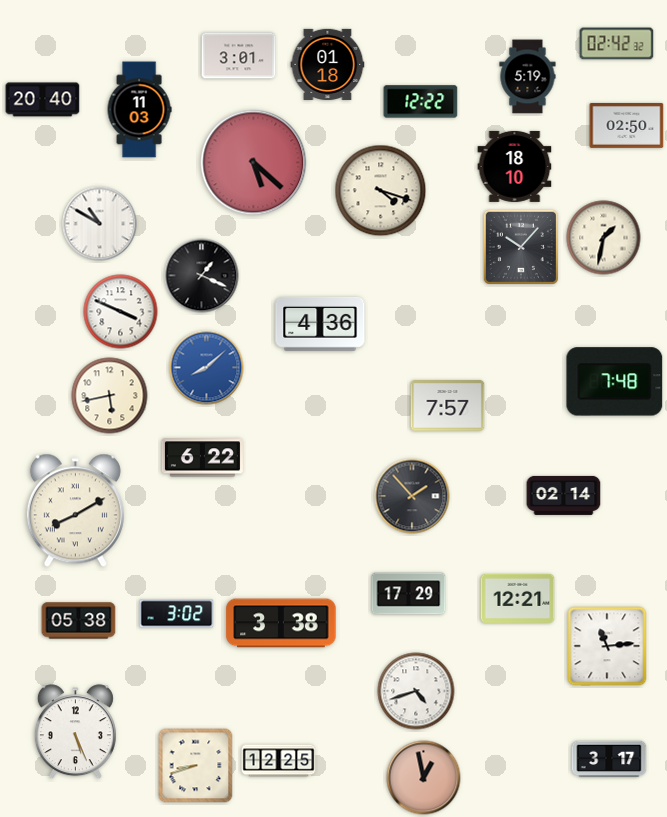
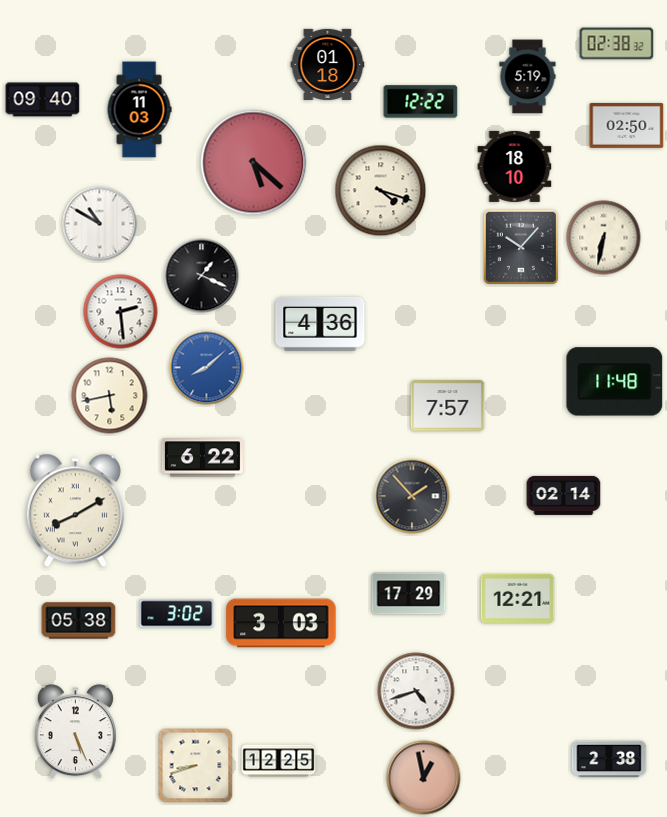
clock at (617, 44): 02:42 -> 02:38
clock at (239, 56): 3:01 -> none
clock at (43, 100): 20:40 -> 09:40
clock at (604, 238): 1:32 -> 6:32
clock at (121, 312): 3:49 -> 2:29
clock at (615, 382): 7:48 -> 11:48
clock at (281, 623): 3:38 -> 3:03
clock at (607, 646): 11:14 -> none
clock at (609, 759): 3:17 -> 2:38
